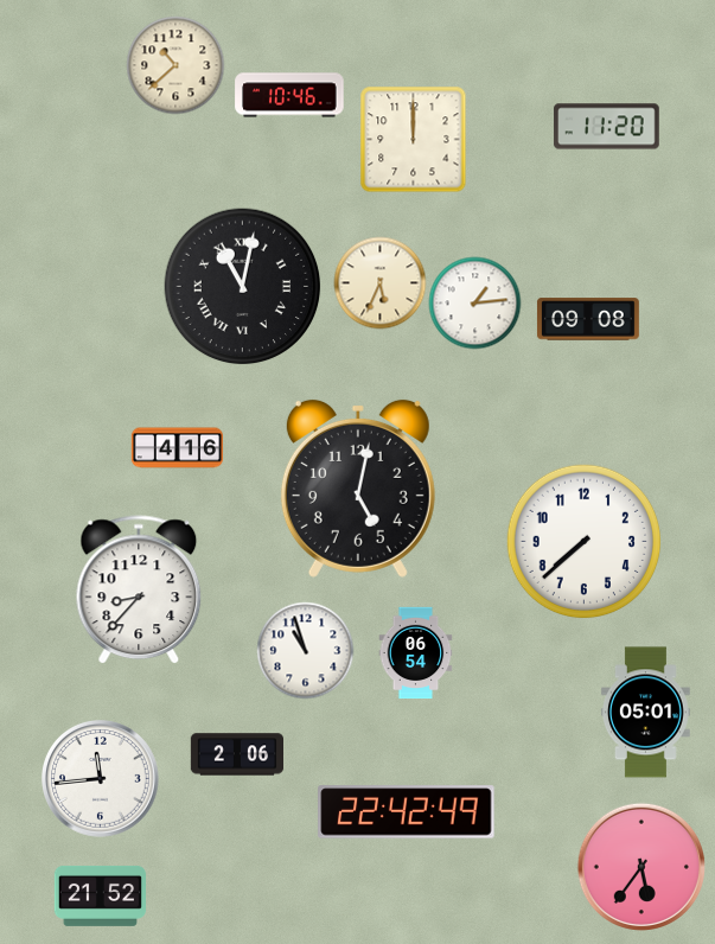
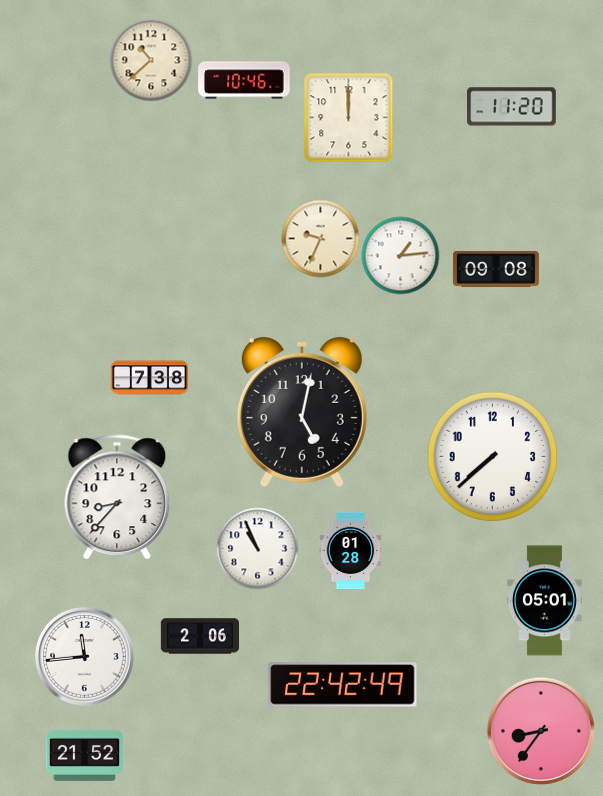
clock at (175, 65) position: (175, 65) -> (151, 60)
clock at (379, 282): 5:34 -> 9:34
clock at (243, 287): 11:02 -> none
clock at (177, 448): 4:16 -> 7:38
clock at (305, 650): 10:57 -> 10:56
clock at (416, 652): 06:54 -> 01:28
clock at (641, 867): 5:36 -> 8:36
